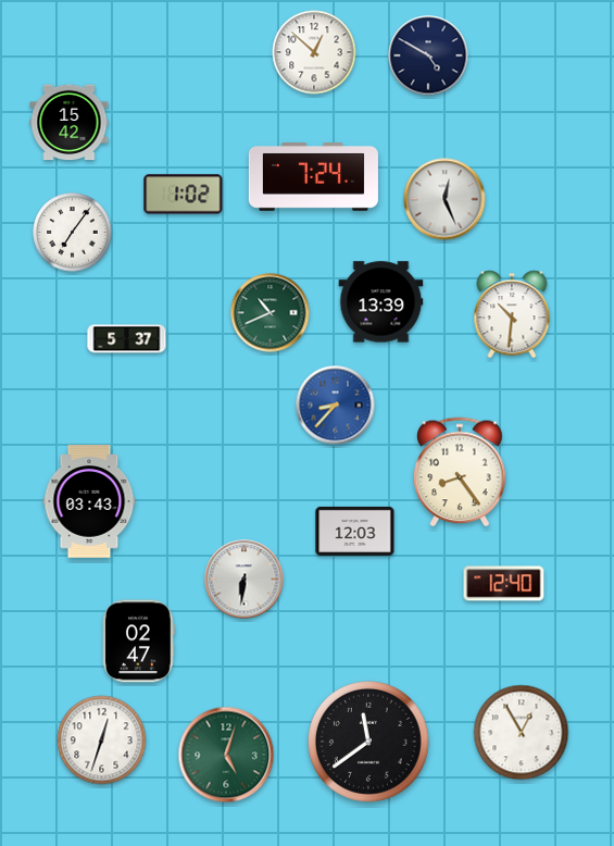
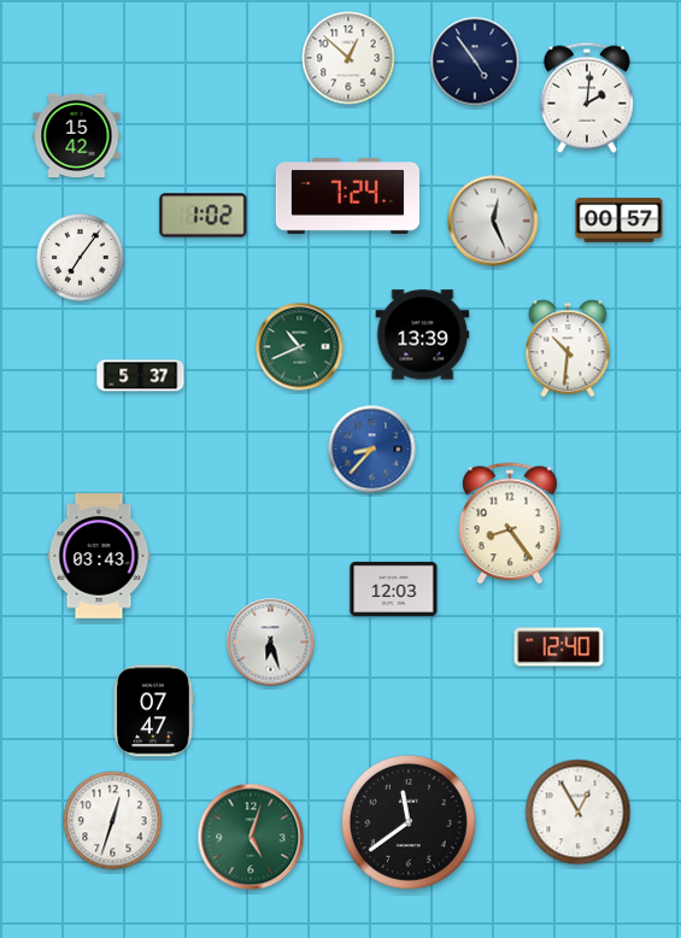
clock at (428, 55): 4:50 -> 4:54
clock at (587, 98): none -> 2:01
clock at (620, 221): none -> 00:57
clock at (245, 580): 6:31 -> 6:27
clock at (138, 642): 02:47 -> 07:47
